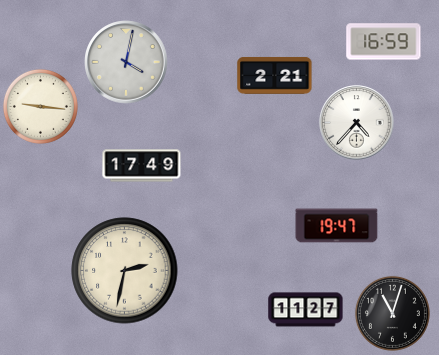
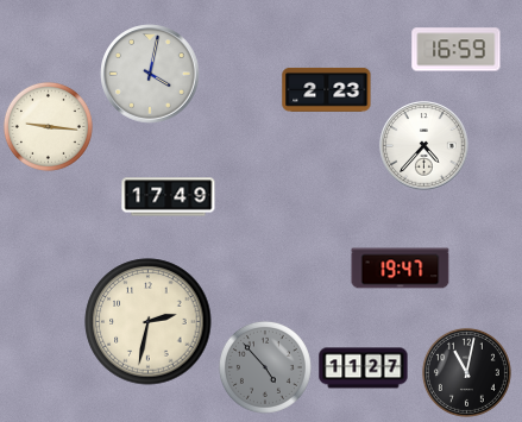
clock at (275, 75): 2:21 -> 2:23
clock at (265, 367): none -> 4:53
clock at (392, 313): 11:03 -> 11:02
